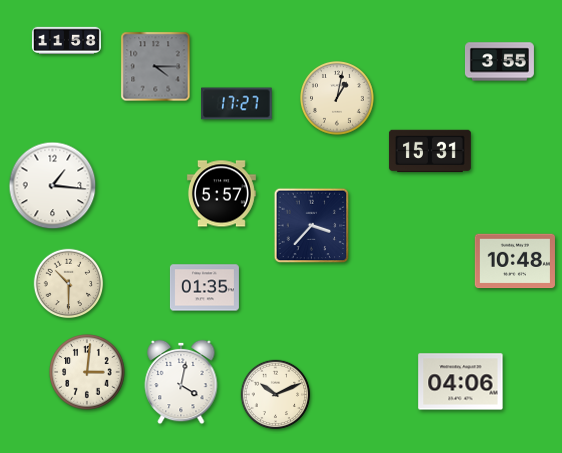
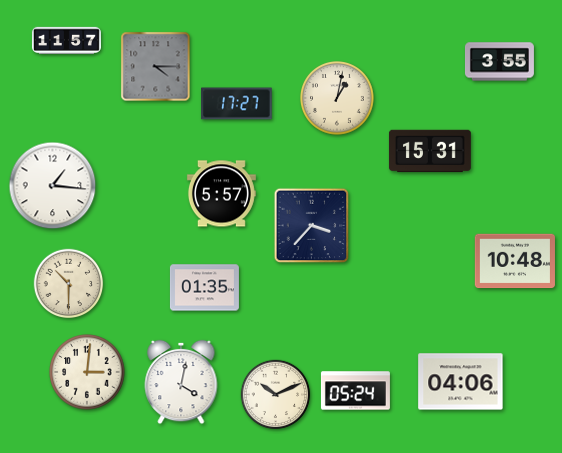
clock at (66, 41): 11:58 -> 11:57
clock at (355, 391): none -> 05:24
